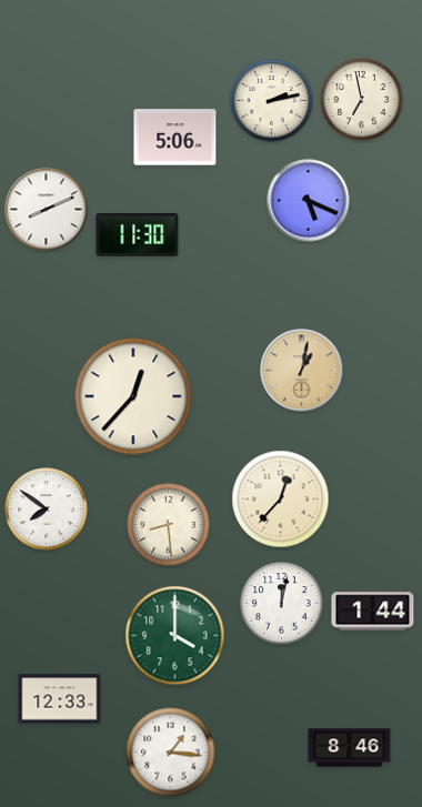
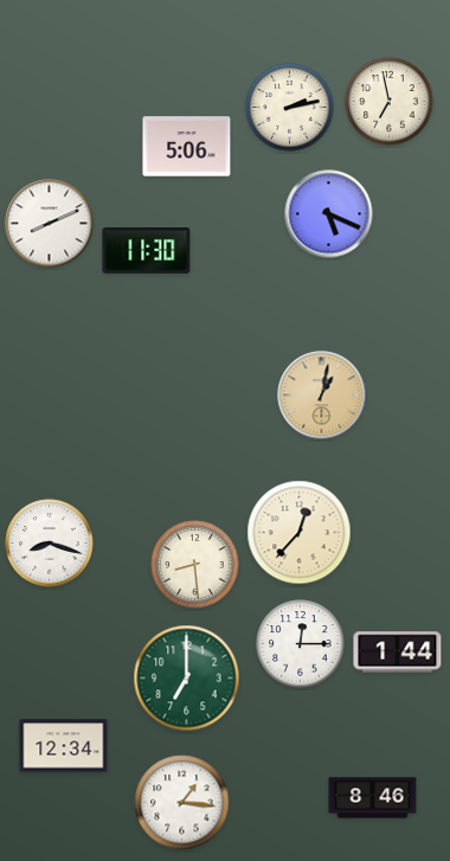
clock at (362, 100) position: (362, 100) -> (390, 102)
clock at (133, 396): 12:37 -> none
clock at (47, 510): 7:51 -> 8:18
clock at (169, 525) position: (169, 525) -> (195, 565)
clock at (282, 604): 12:02 -> 12:15
clock at (175, 636): 4:00 -> 7:00
clock at (60, 699): 12:33 -> 12:34
